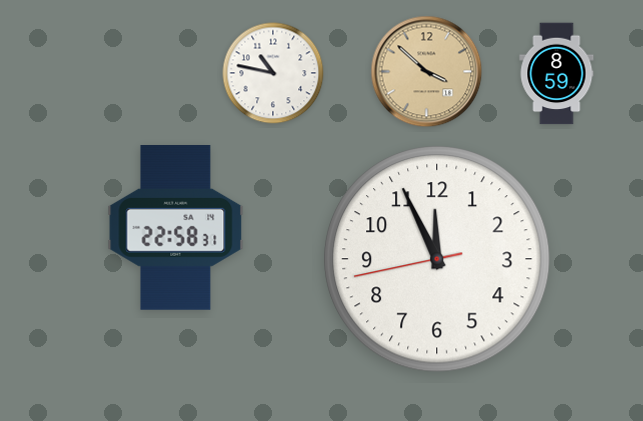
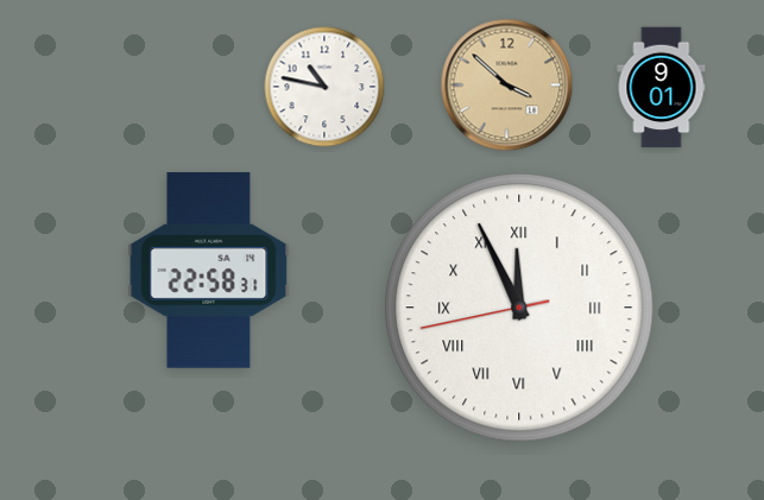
clock at (557, 74): 8:59 -> 9:01
clock at (437, 259) numerals: Arabic -> Roman
